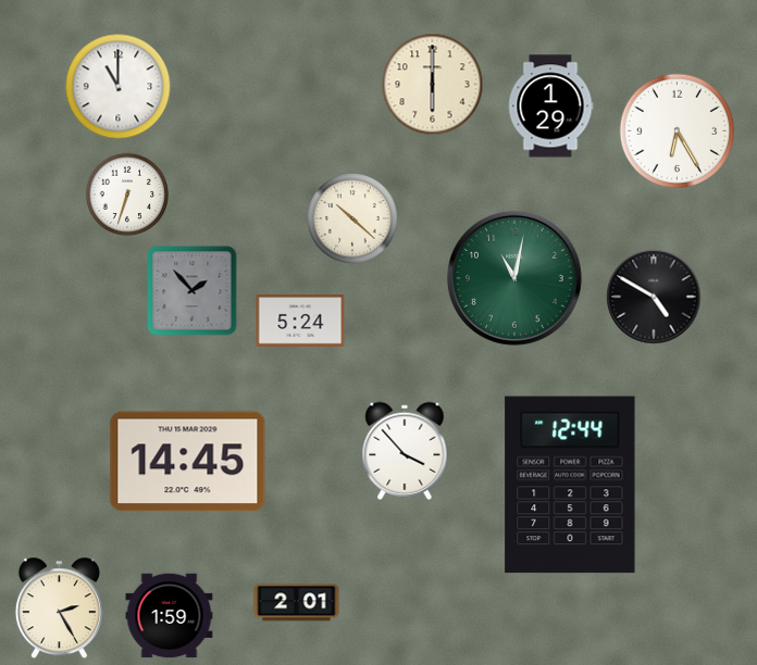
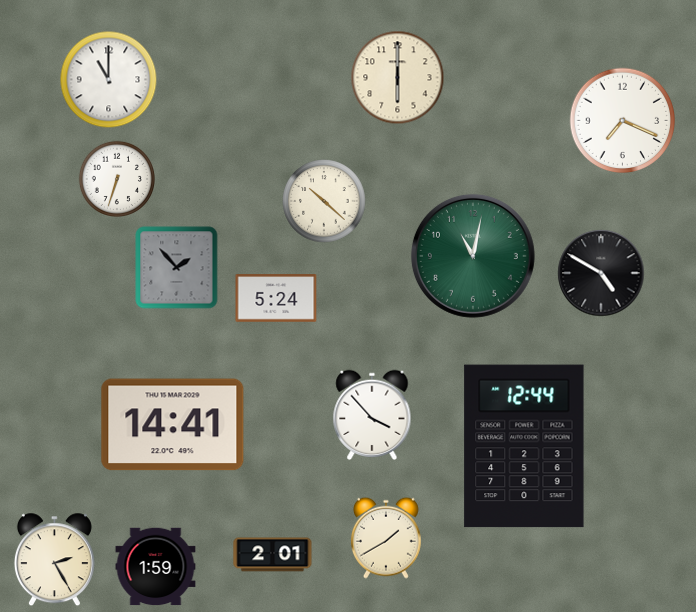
clock at (550, 106): 1:29 -> none
clock at (678, 131): 6:25 -> 7:19
clock at (300, 321) position: (300, 321) -> (276, 298)
clock at (188, 462): 14:45 -> 14:41
clock at (386, 538): none -> 1:40
